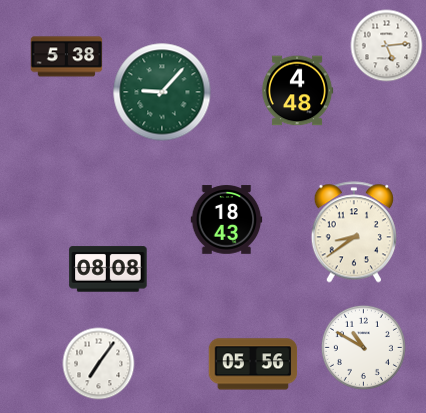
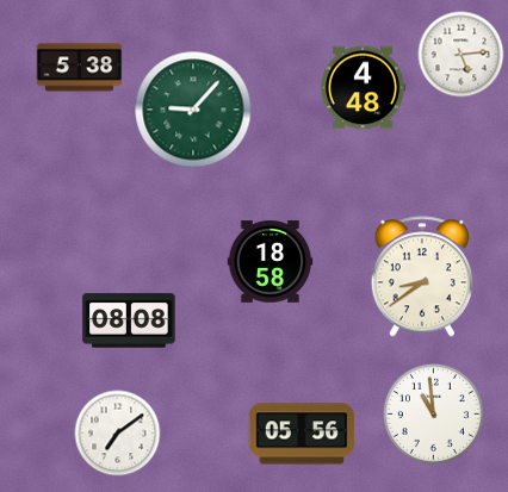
clock at (297, 91) position: (297, 91) -> (363, 88)
clock at (227, 220): 18:43 -> 18:58
clock at (363, 347): 10:50 -> 10:59
clock at (99, 364): 7:06 -> 7:09
